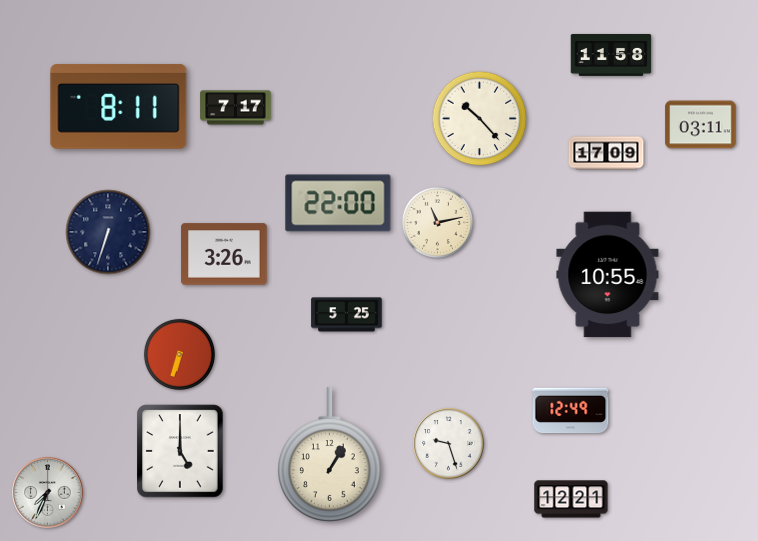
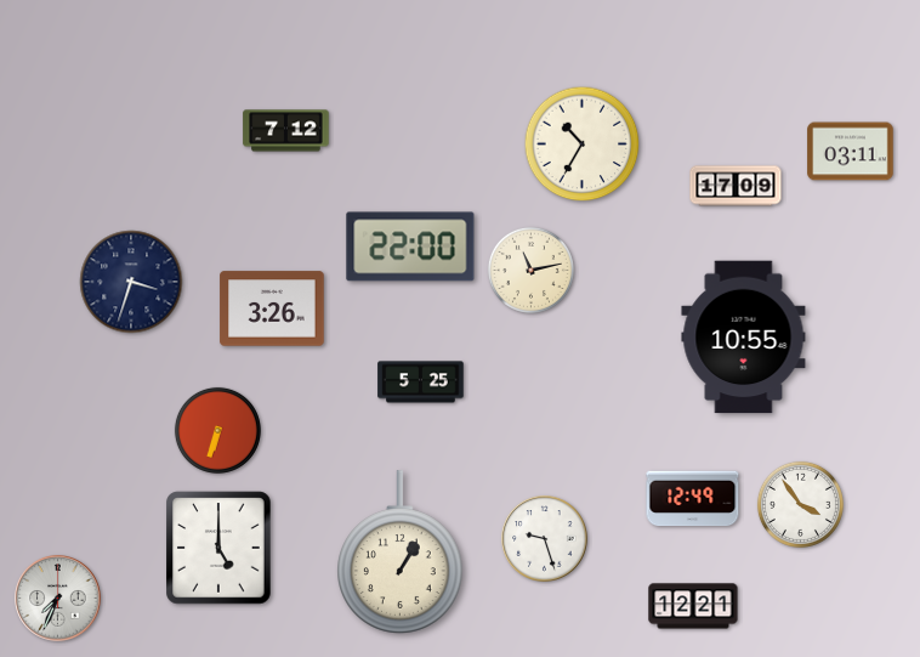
clock at (611, 55): 11:58 -> none
clock at (119, 107): 8:11 -> none
clock at (236, 108): 7:17 -> 7:12
clock at (480, 119): 10:23 -> 10:35
clock at (108, 232): 6:33 -> 3:33
clock at (608, 275) position: (608, 275) -> (744, 338)
clock at (800, 504): none -> 3:54
